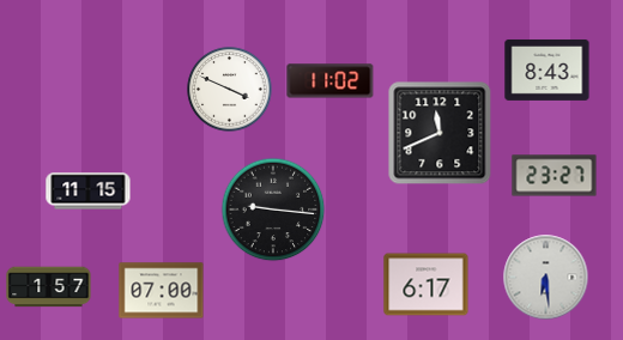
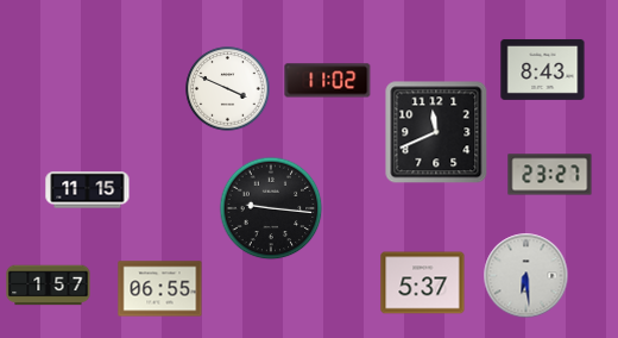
clock at (546, 278) position: (546, 278) -> (526, 276)
clock at (427, 285): 6:17 -> 5:37
clock at (162, 291): 07:00 -> 06:55
